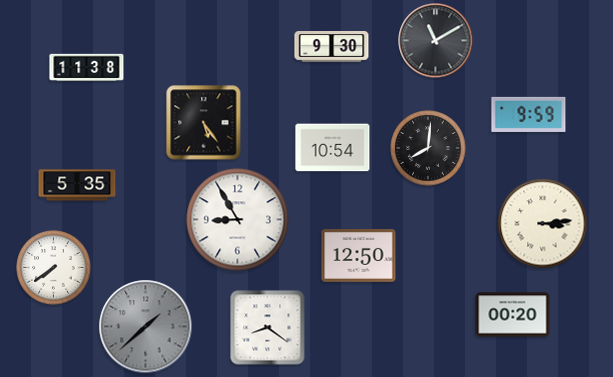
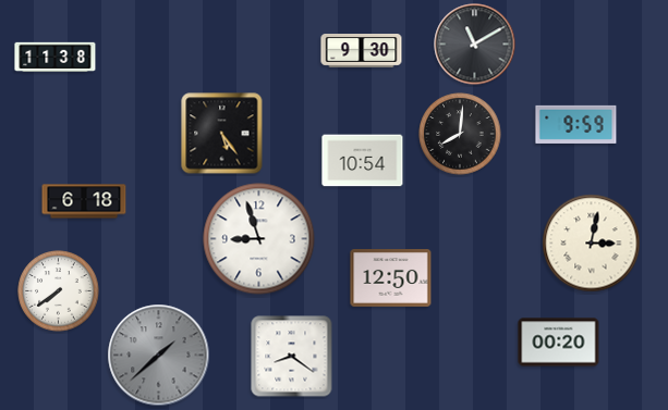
clock at (87, 67) position: (87, 67) -> (56, 57)
clock at (428, 148) position: (428, 148) -> (460, 134)
clock at (77, 185): 5:35 -> 6:18
clock at (238, 220): 8:55 -> 8:57
clock at (543, 224): 3:14 -> 3:02
